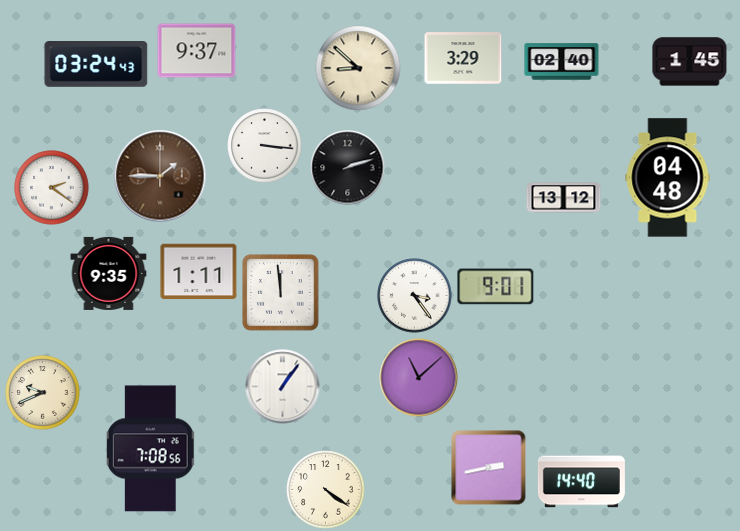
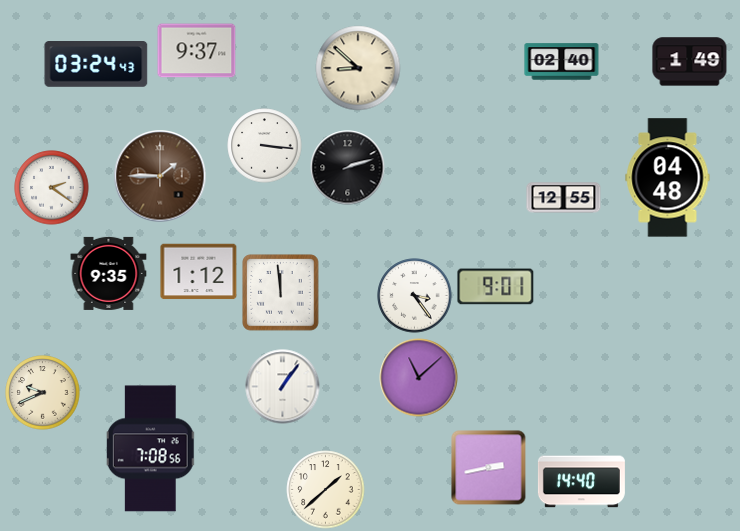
clock at (463, 58): 3:29 -> none
clock at (690, 62): 1:45 -> 1:49
clock at (564, 198): 13:12 -> 12:55
clock at (199, 272): 1:11 -> 1:12
clock at (326, 490): 4:21 -> 1:38
